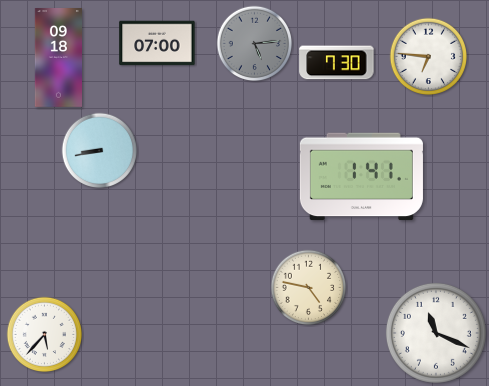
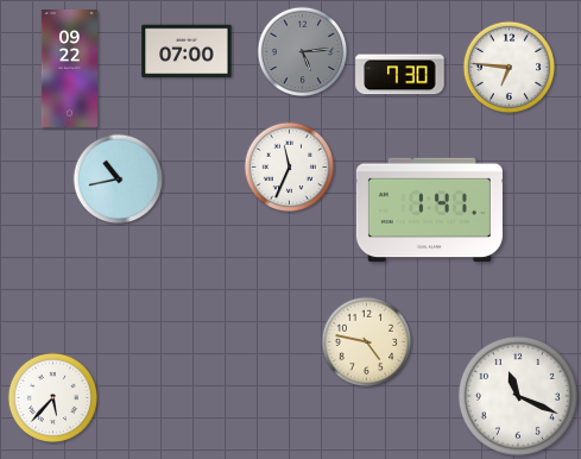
clock at (58, 58): 09:18 -> 09:22
clock at (290, 168): none -> 11:34
clock at (100, 151): 8:43 -> 10:43
